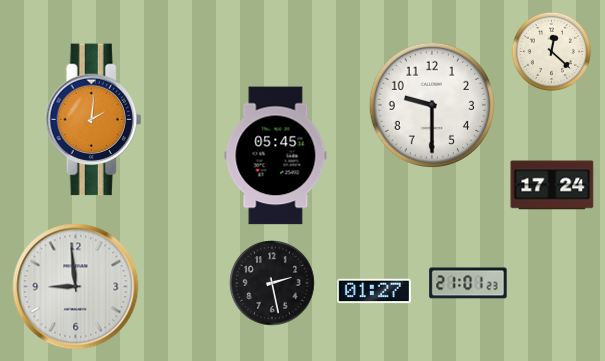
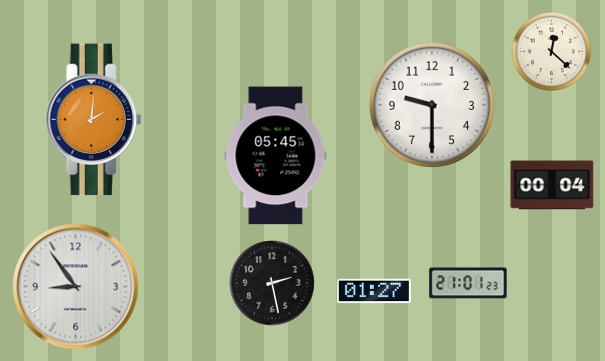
clock at (552, 185): 17:24 -> 00:04
clock at (76, 287): 8:59 -> 8:54
